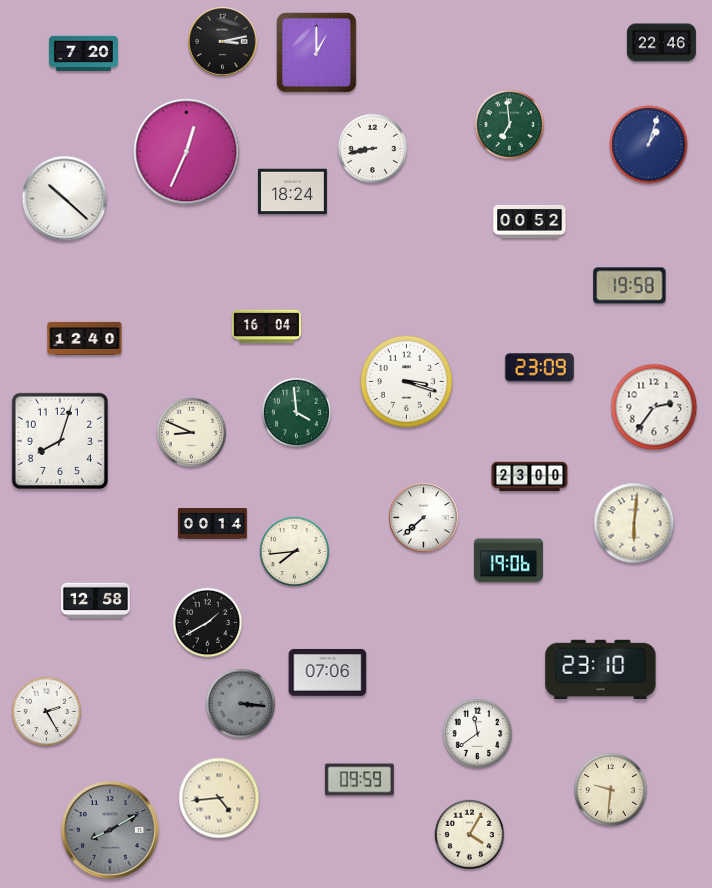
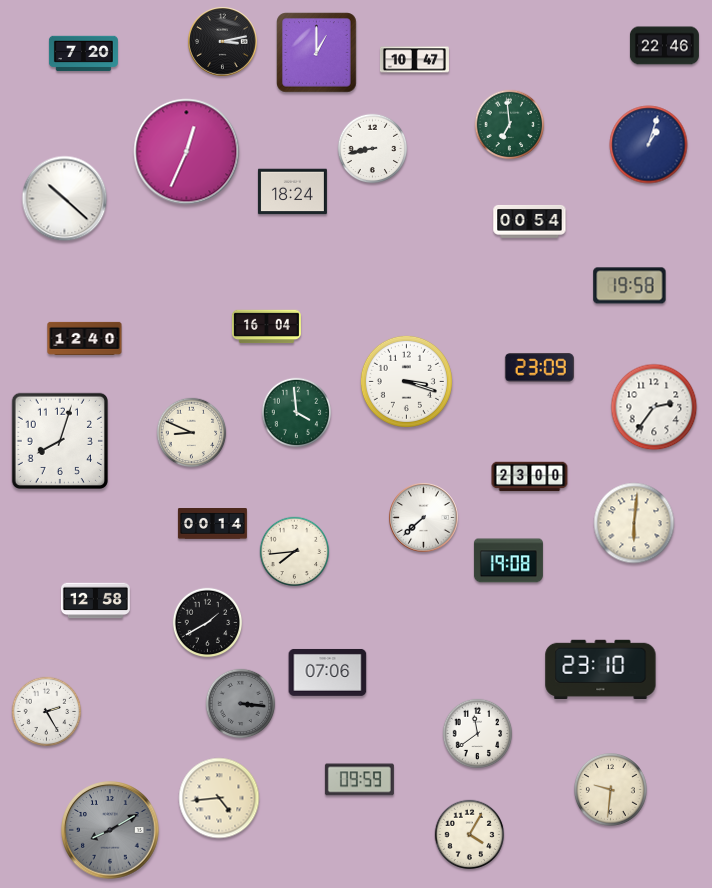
clock at (661, 43) position: (661, 43) -> (664, 46)
clock at (414, 60): none -> 10:47
clock at (530, 221): 00:52 -> 00:54
clock at (508, 561): 19:06 -> 19:08
